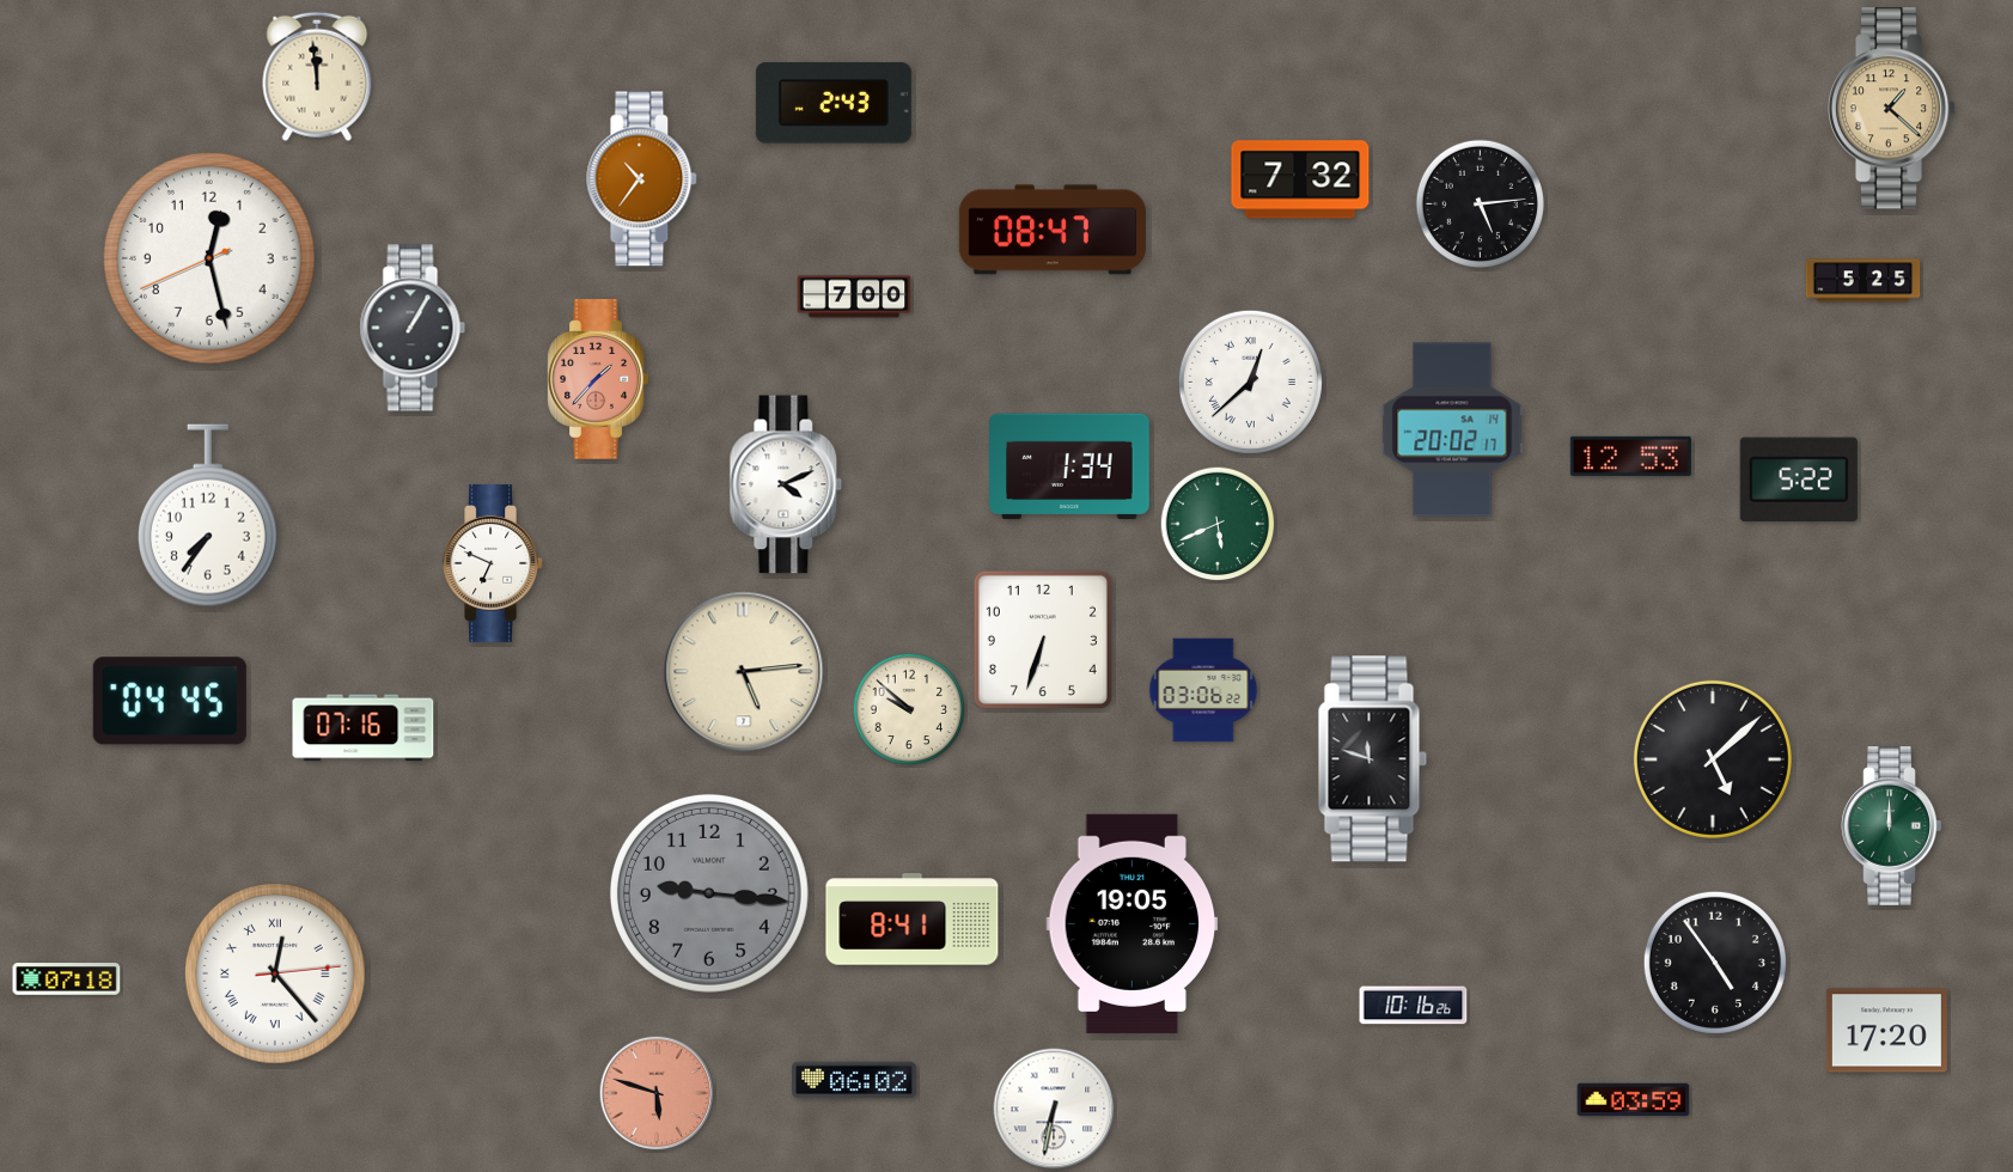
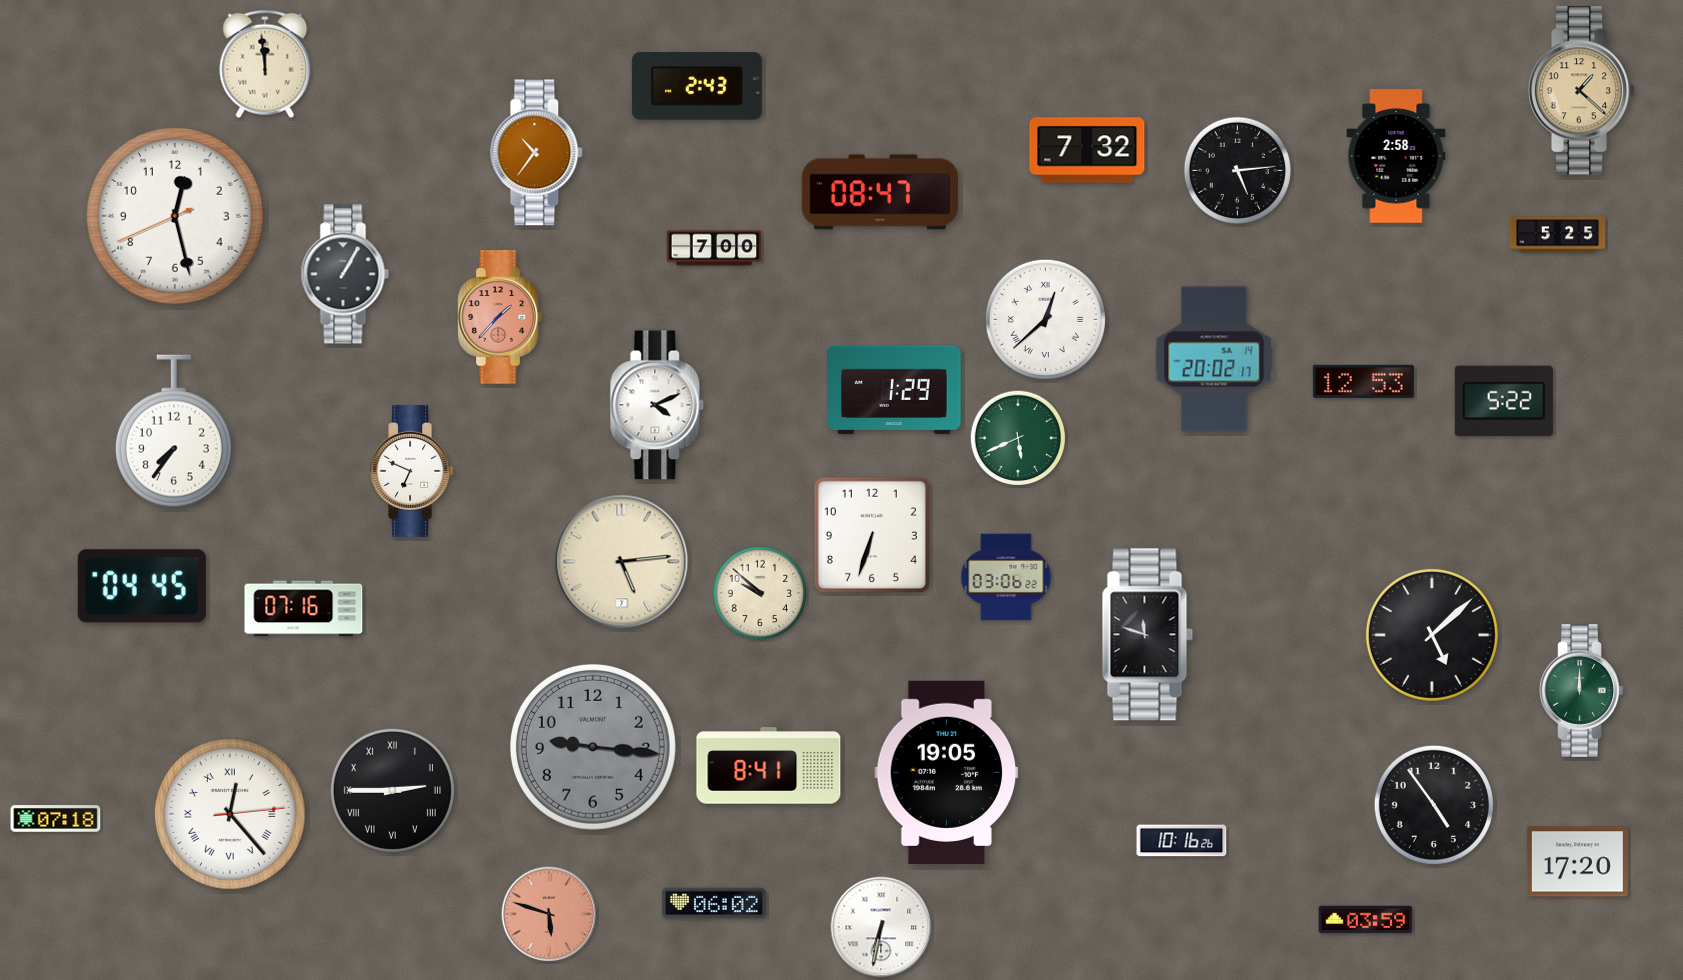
clock at (642, 179) position: (642, 179) -> (537, 153)
clock at (1396, 156): none -> 2:58
clock at (1069, 466): 1:34 -> 1:29
clock at (913, 920) position: (913, 920) -> (769, 766)
clock at (392, 790): none -> 2:45
